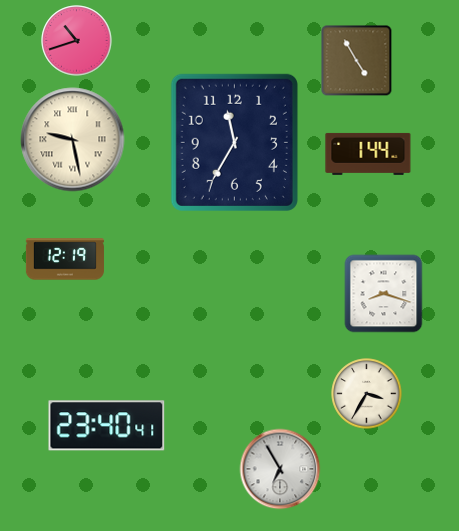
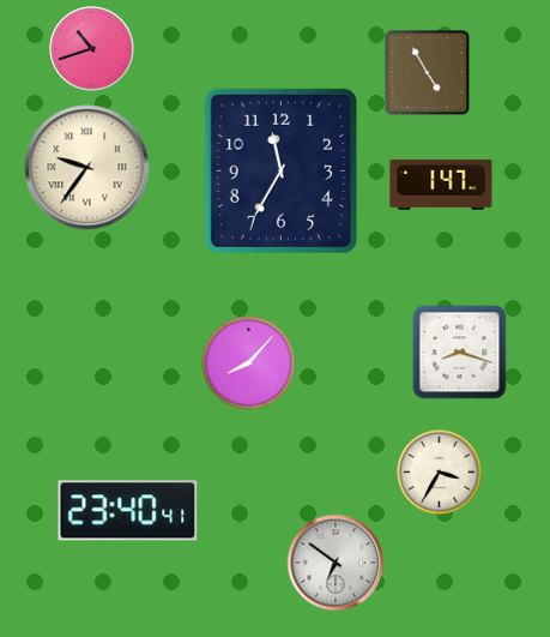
clock at (73, 140): 9:28 -> 9:36
clock at (368, 154): 1:44 -> 1:47
clock at (65, 259): 12:19 -> none
clock at (249, 363): none -> 8:07
clock at (280, 469): 6:55 -> 6:51
